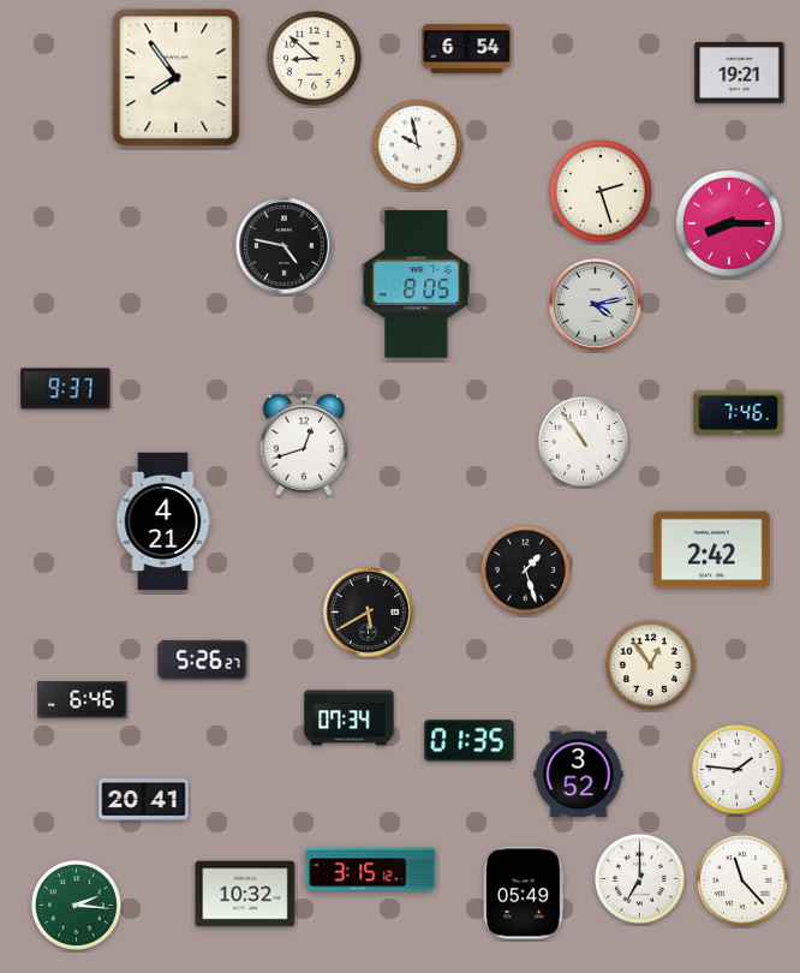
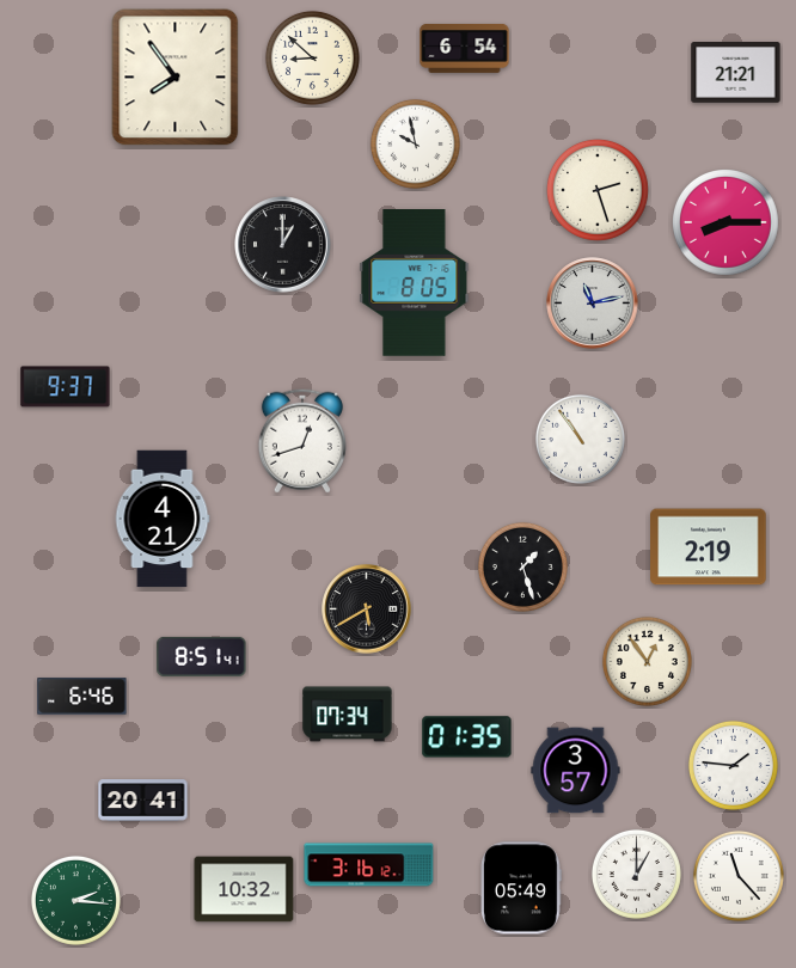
clock at (740, 73): 19:21 -> 21:21
clock at (285, 246): 4:47 -> 1:00
clock at (596, 305): 4:13 -> 11:13
clock at (739, 413): 7:46 -> none
clock at (712, 550): 2:42 -> 2:19
clock at (203, 659): 5:26 -> 8:51
clock at (579, 775): 3:52 -> 3:57
clock at (144, 800) position: (144, 800) -> (143, 801)
clock at (371, 870): 3:15 -> 3:16
clock at (639, 878): 7:00 -> 1:00
